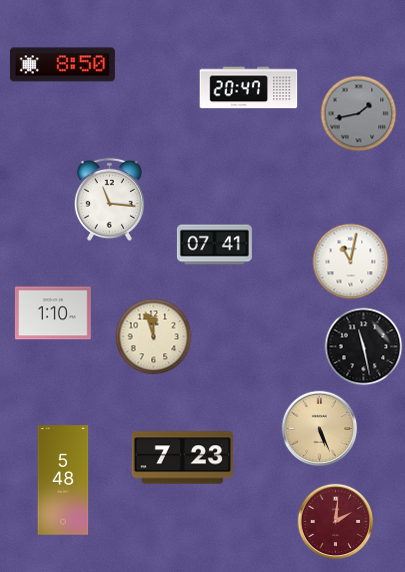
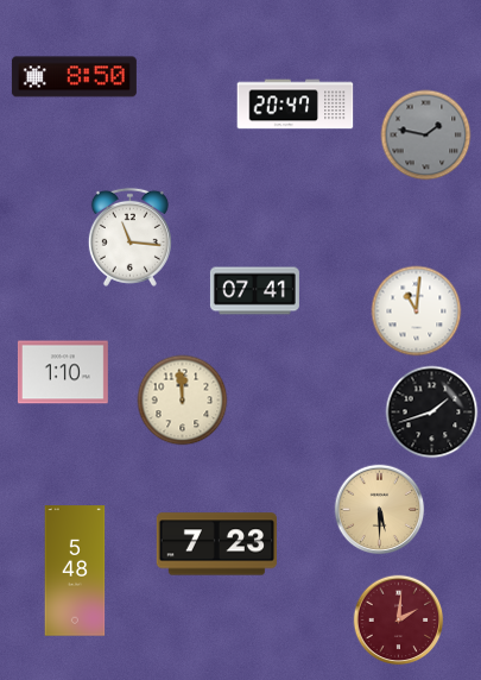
clock at (359, 114): 1:43 -> 1:47
clock at (351, 262): 11:02 -> 11:01
clock at (154, 337): 11:57 -> 11:59
clock at (364, 347): 11:28 -> 1:42
clock at (320, 429): 5:26 -> 5:30
